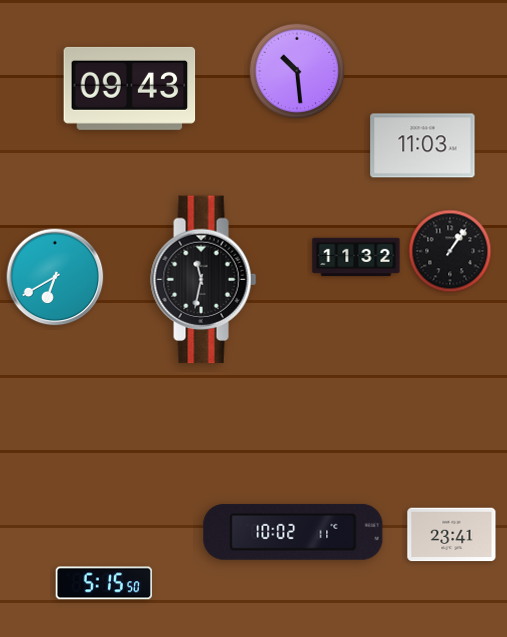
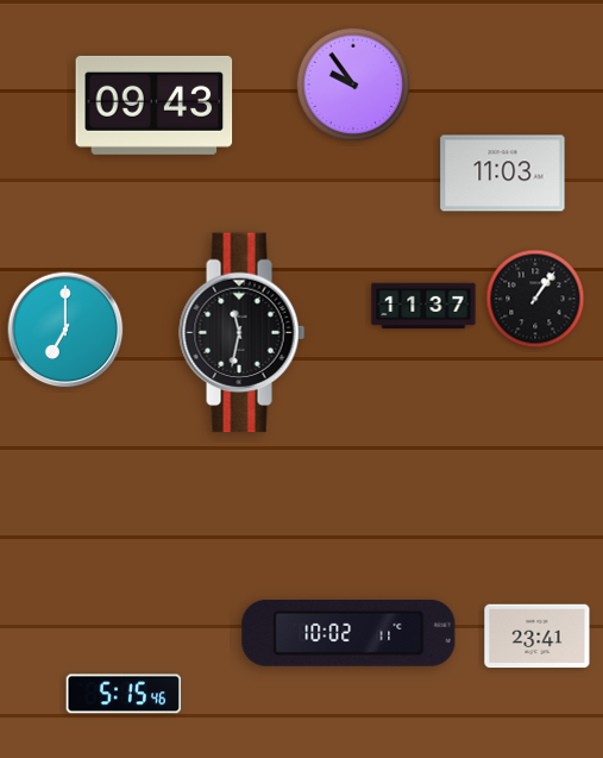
clock at (297, 71): 10:29 -> 9:54
clock at (356, 257): 11:32 -> 11:37
clock at (55, 277): 6:40 -> 7:00
clock at (104, 583): 5:15:50 -> 5:15:46
